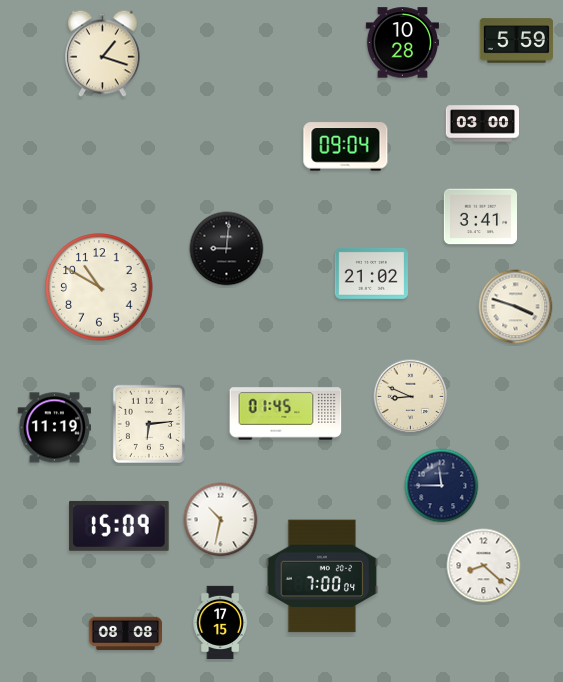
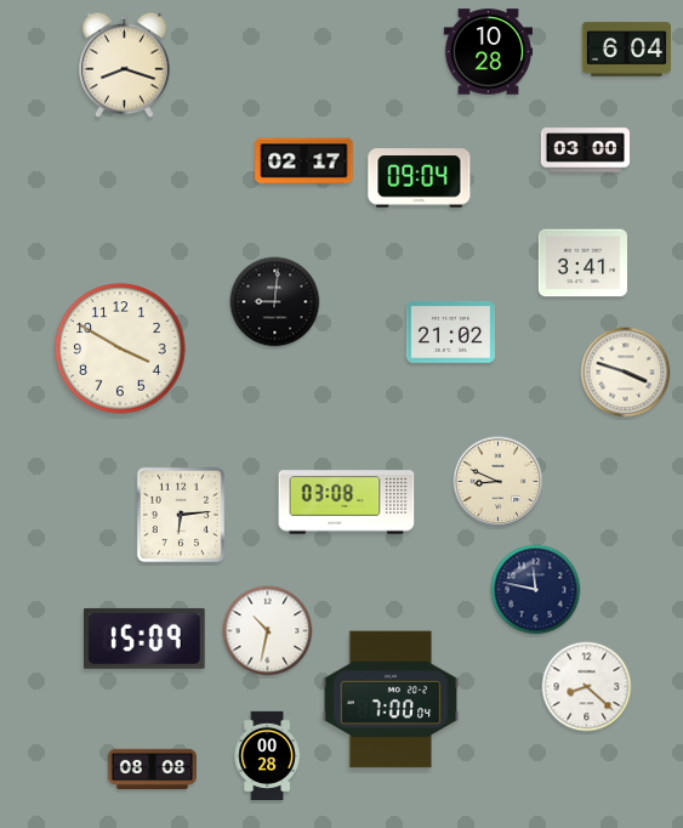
clock at (516, 41): 5:59 -> 6:04
clock at (103, 54): 1:18 -> 8:18
clock at (304, 161): none -> 02:17
clock at (99, 287): 10:50 -> 3:50
clock at (286, 414): 01:45 -> 03:08
clock at (54, 428): 11:19 -> none
clock at (442, 486): 11:45 -> 11:47
clock at (220, 622): 17:15 -> 00:28
